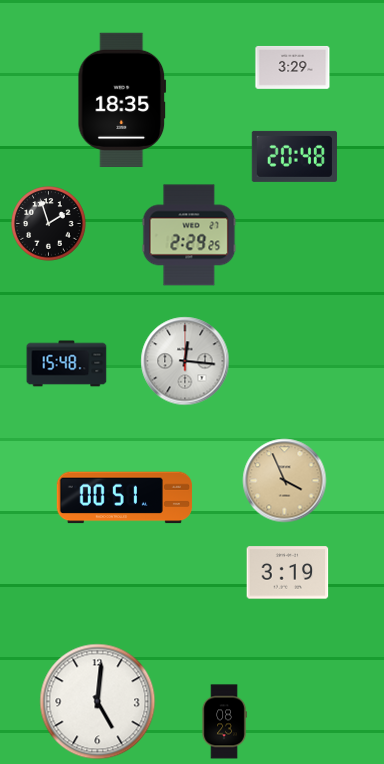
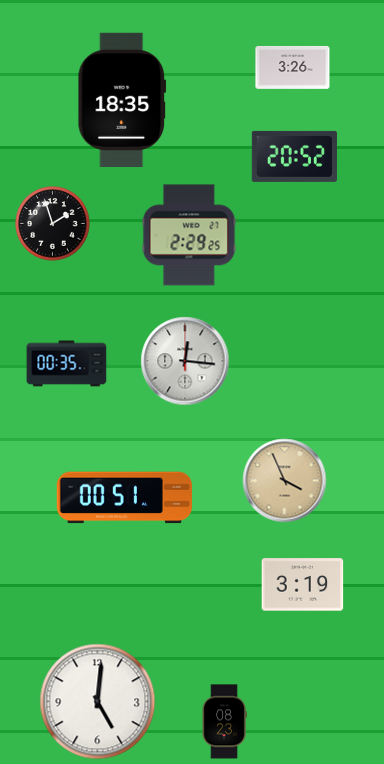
clock at (293, 67): 3:29 -> 3:26
clock at (294, 156): 20:48 -> 20:52
clock at (49, 224) position: (49, 224) -> (53, 224)
clock at (67, 364): 15:48 -> 00:35
clock at (288, 573) position: (288, 573) -> (303, 585)
